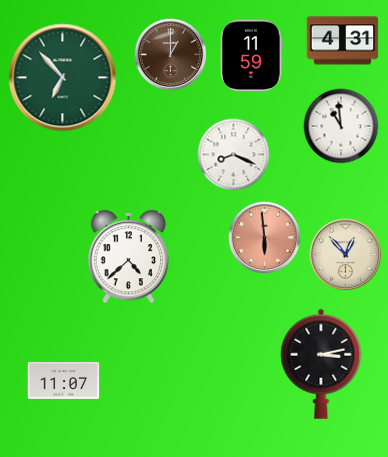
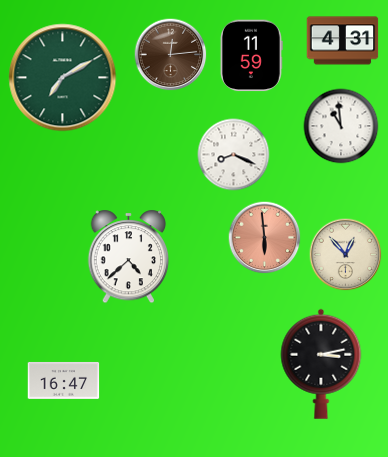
clock at (171, 55): 1:00 -> 12:14
clock at (63, 78): 6:53 -> 7:10
clock at (64, 380): 11:07 -> 16:47
